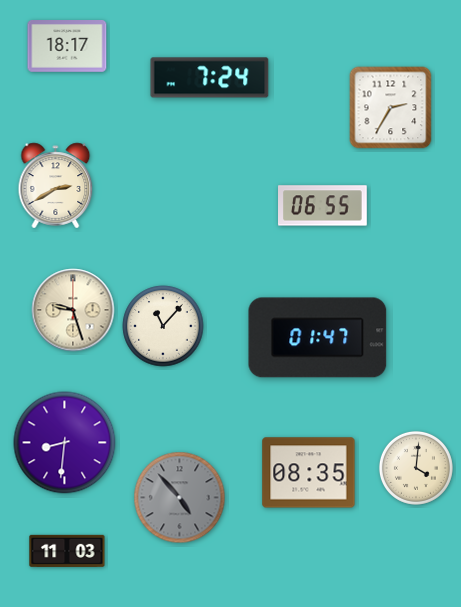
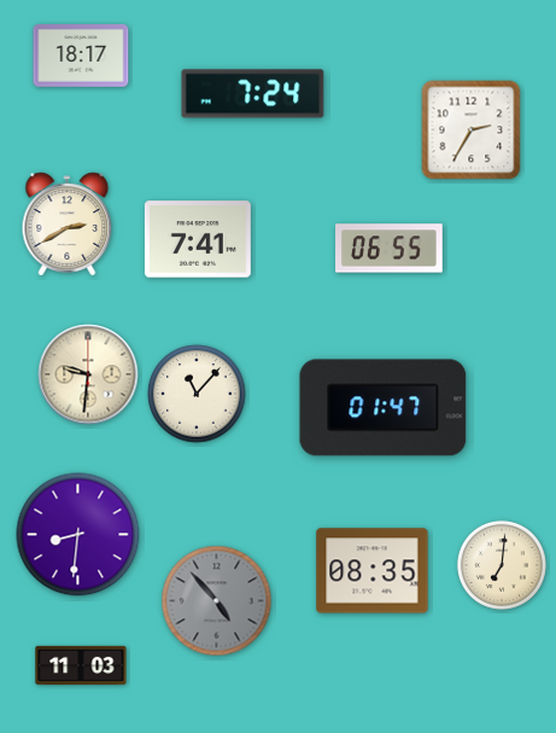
clock at (198, 239): none -> 7:41
clock at (73, 310): 9:27 -> 9:31
clock at (416, 468): 4:01 -> 7:01
